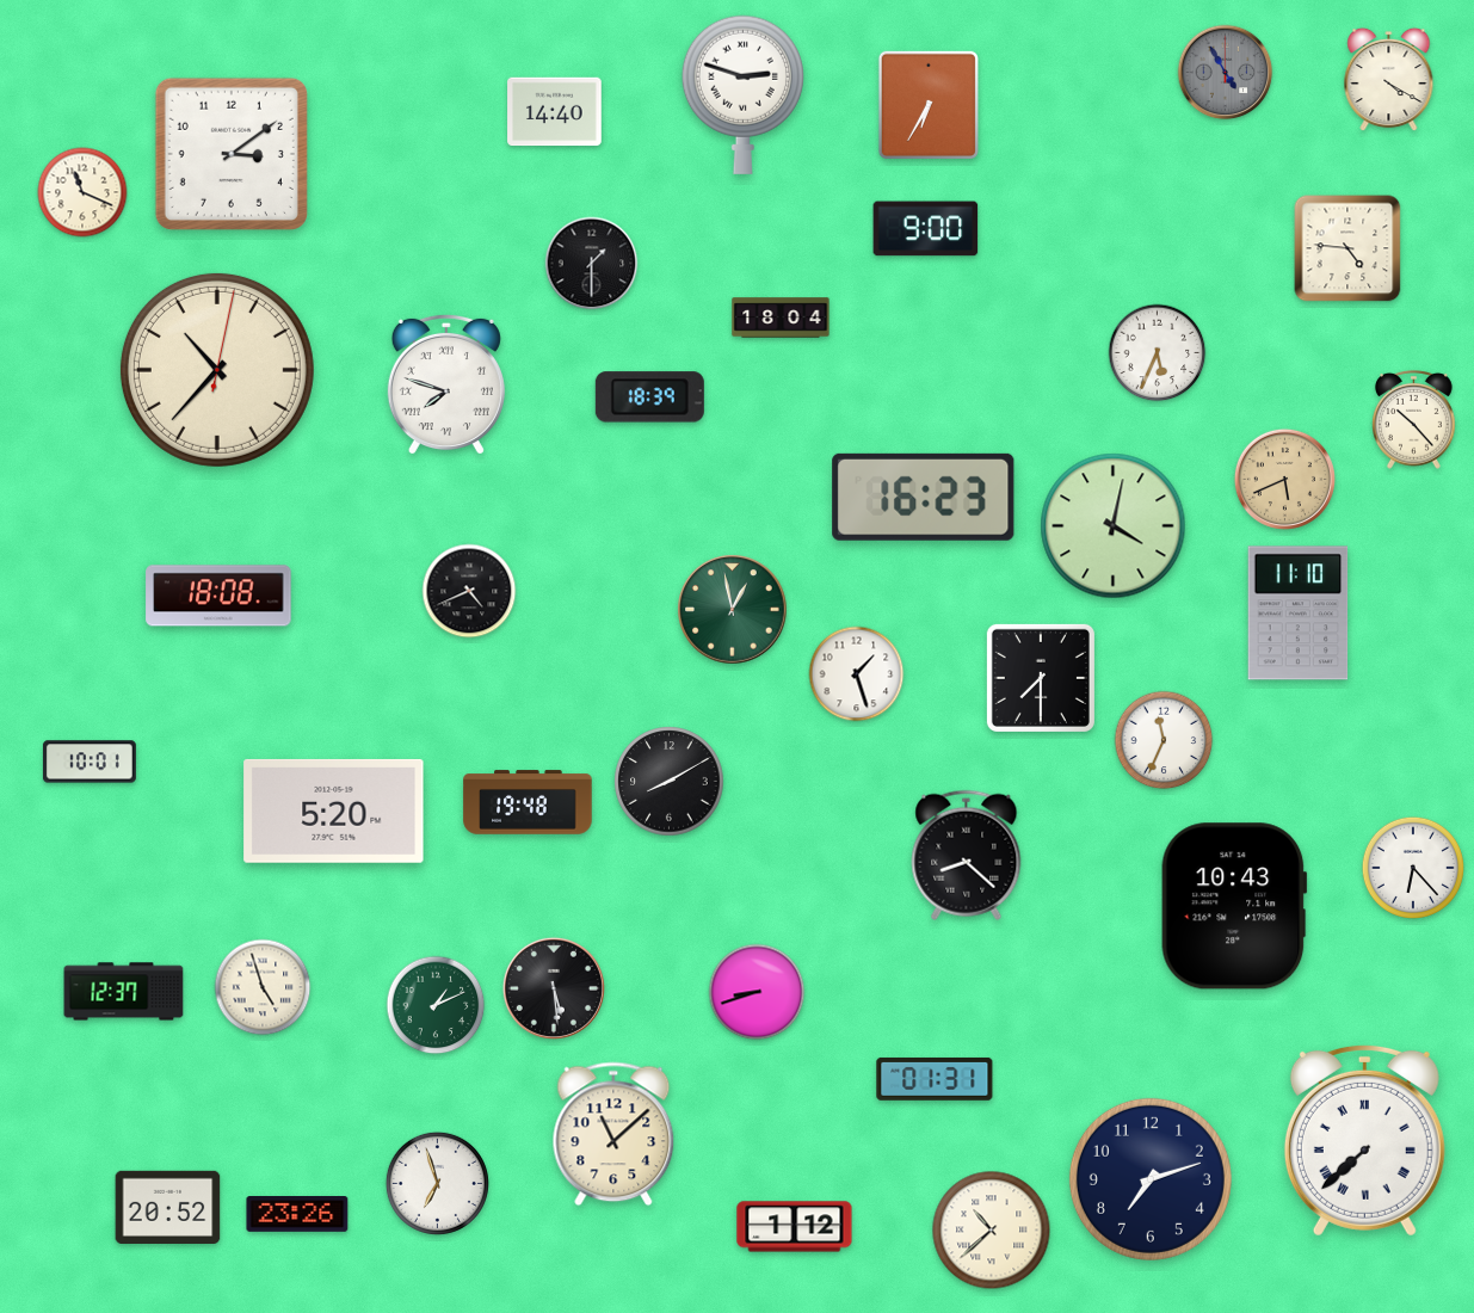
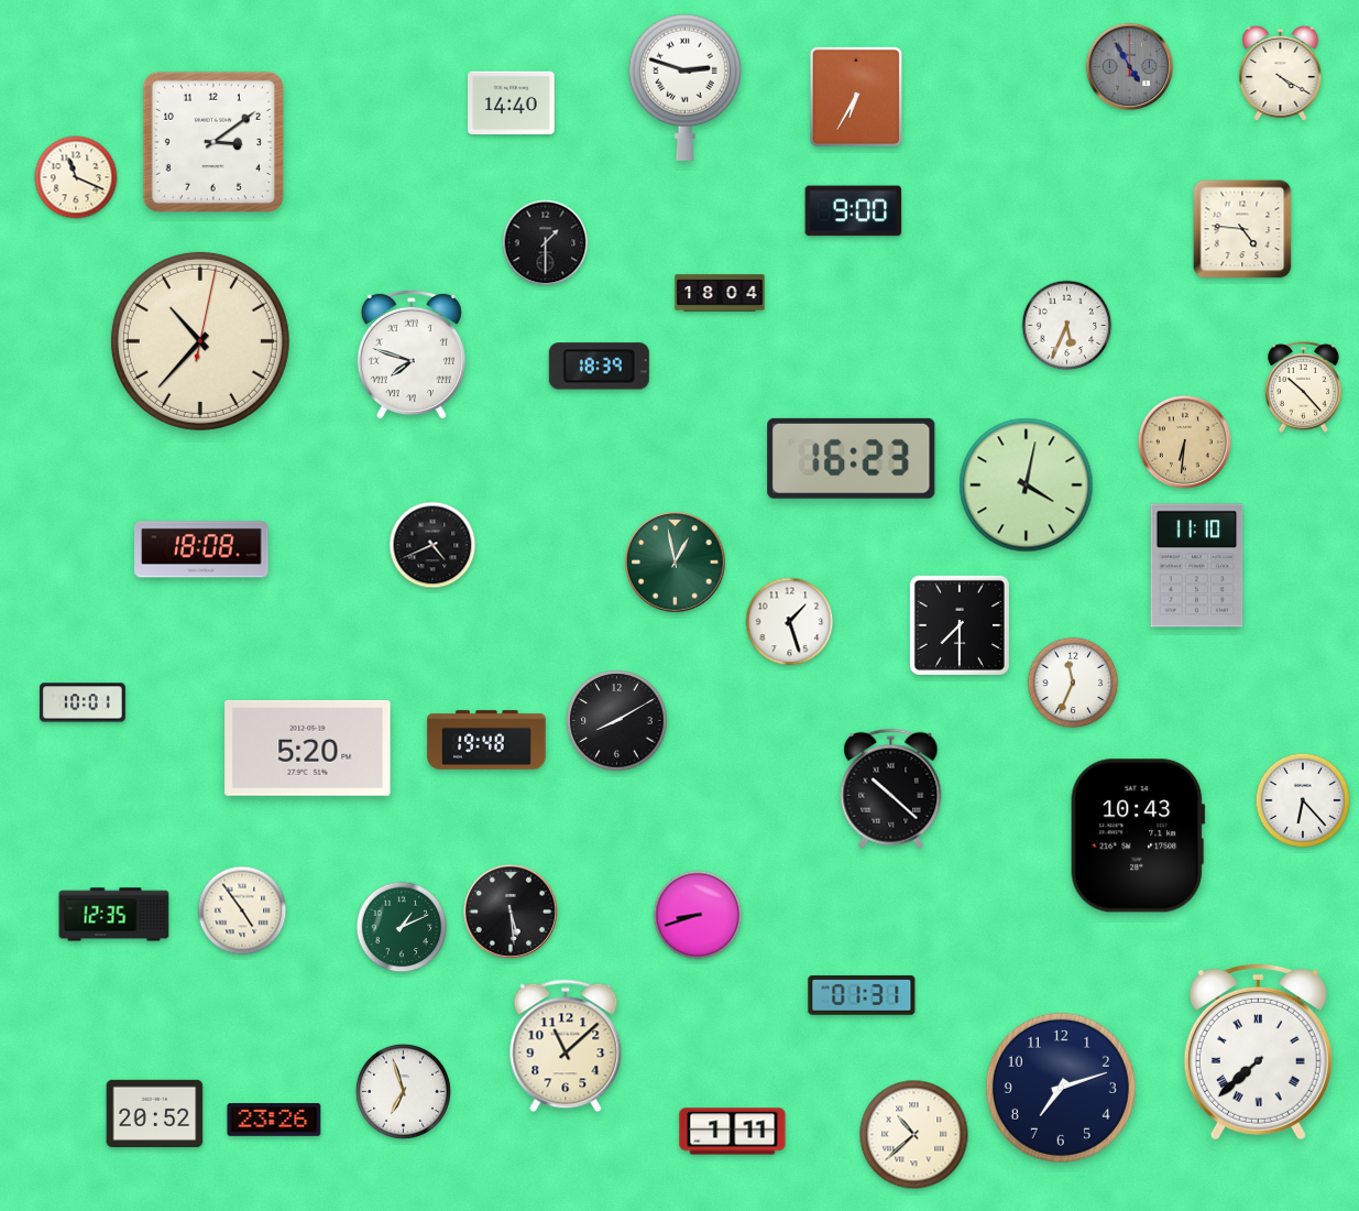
clock at (1284, 479): 5:41 -> 6:31
clock at (967, 855): 8:22 -> 10:22
clock at (263, 987): 4:57 -> 4:54
clock at (124, 992): 12:37 -> 12:35
clock at (795, 1227): 1:12 -> 1:11
